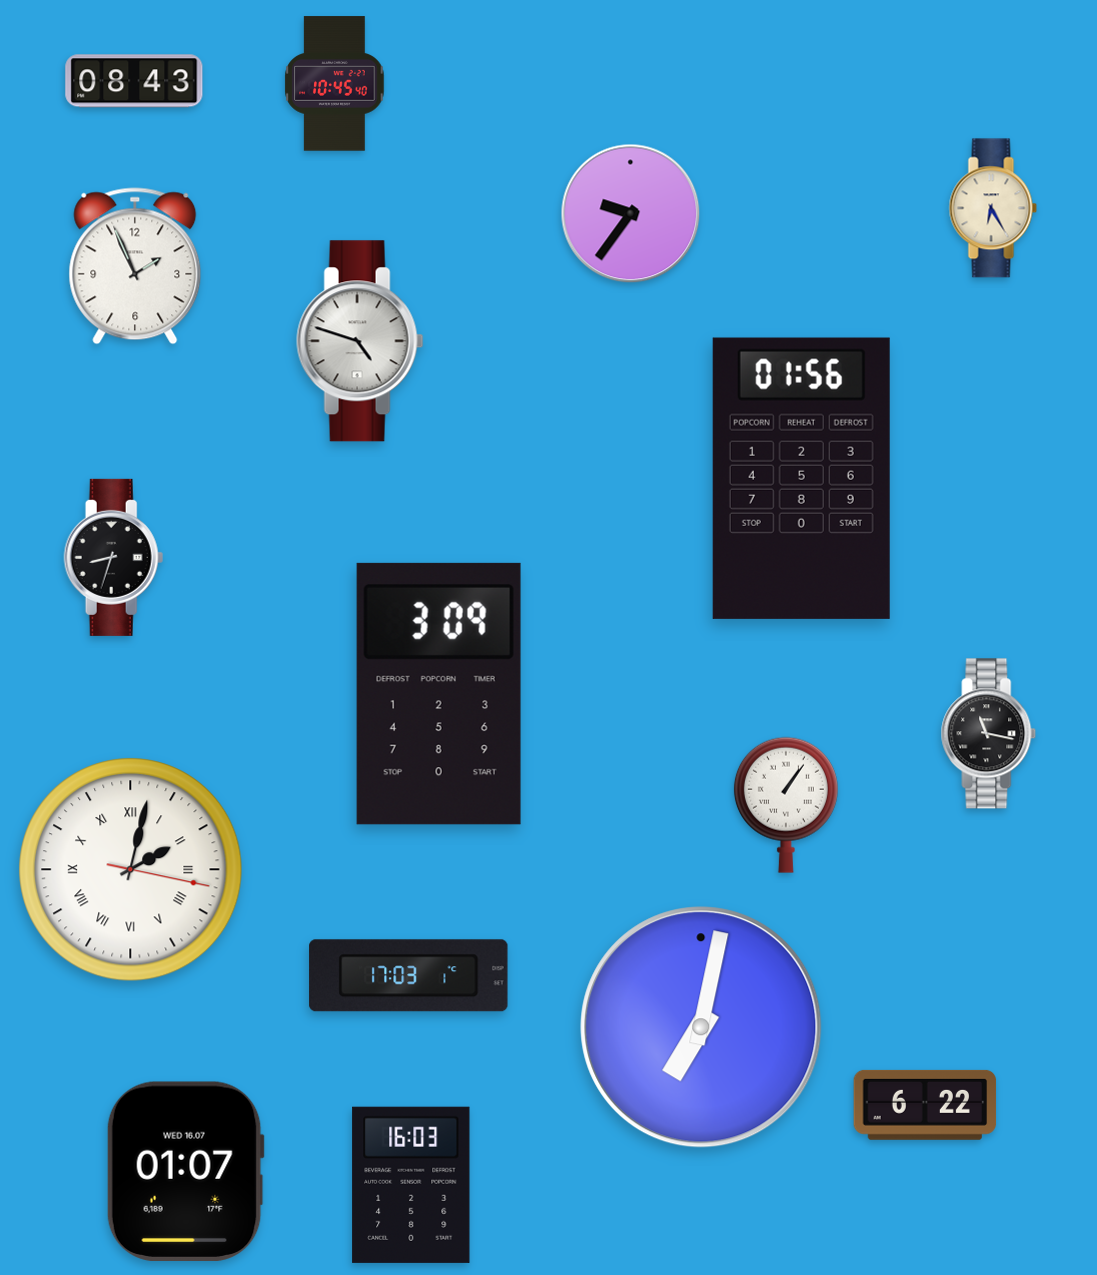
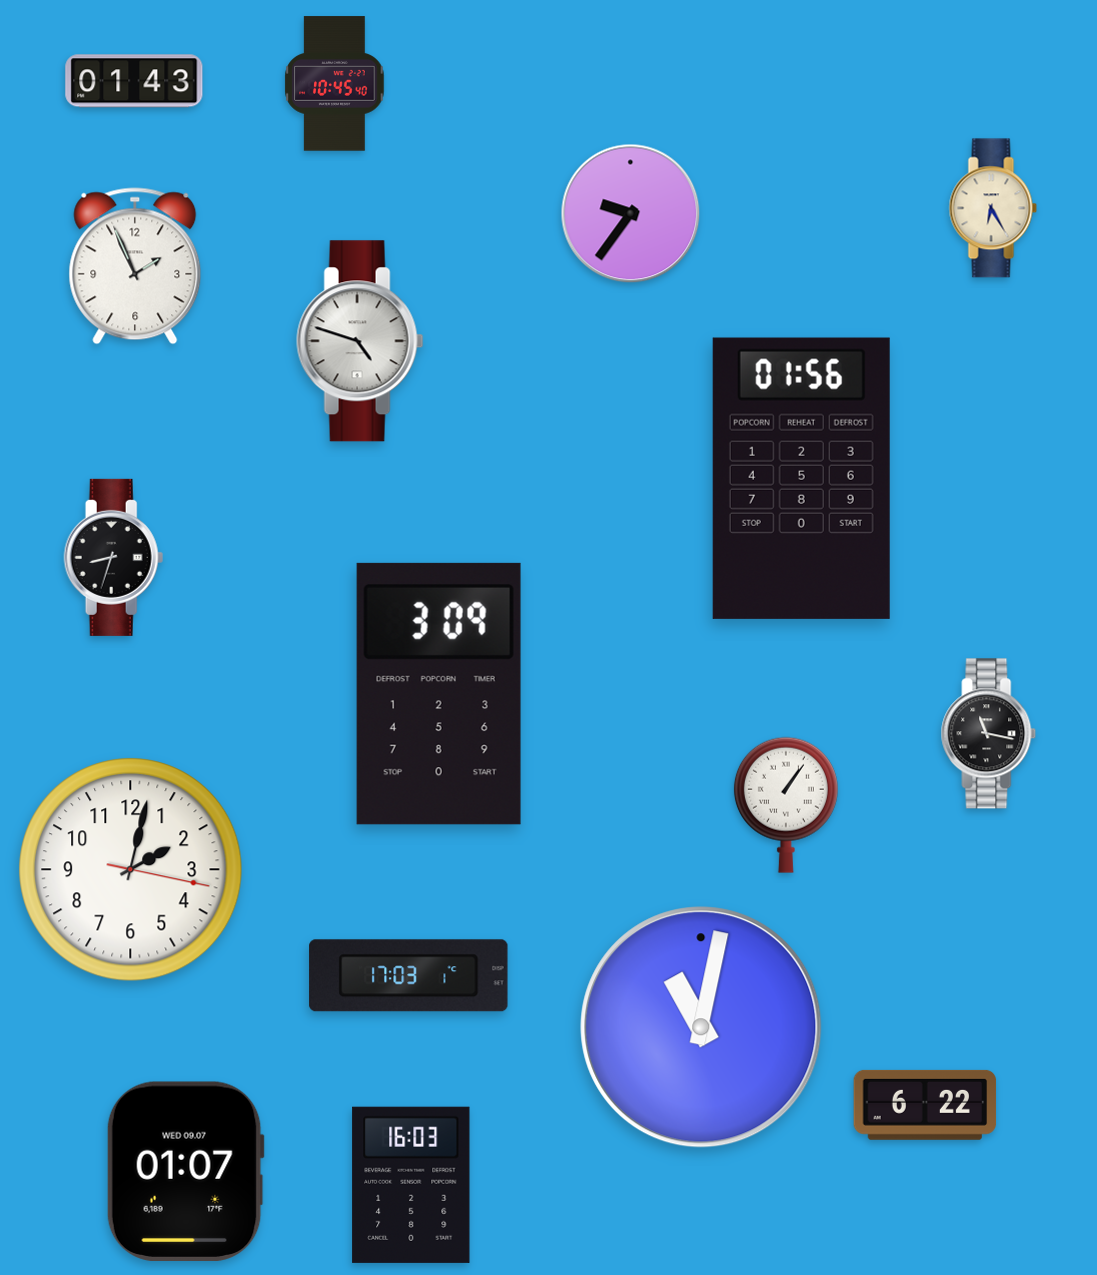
clock at (134, 81): 08:43 -> 01:43
clock at (131, 870) numerals: Roman -> Arabic
clock at (701, 1027): 7:02 -> 11:02
clock at (185, 1171) date: WED 16.07 -> WED 09.07
